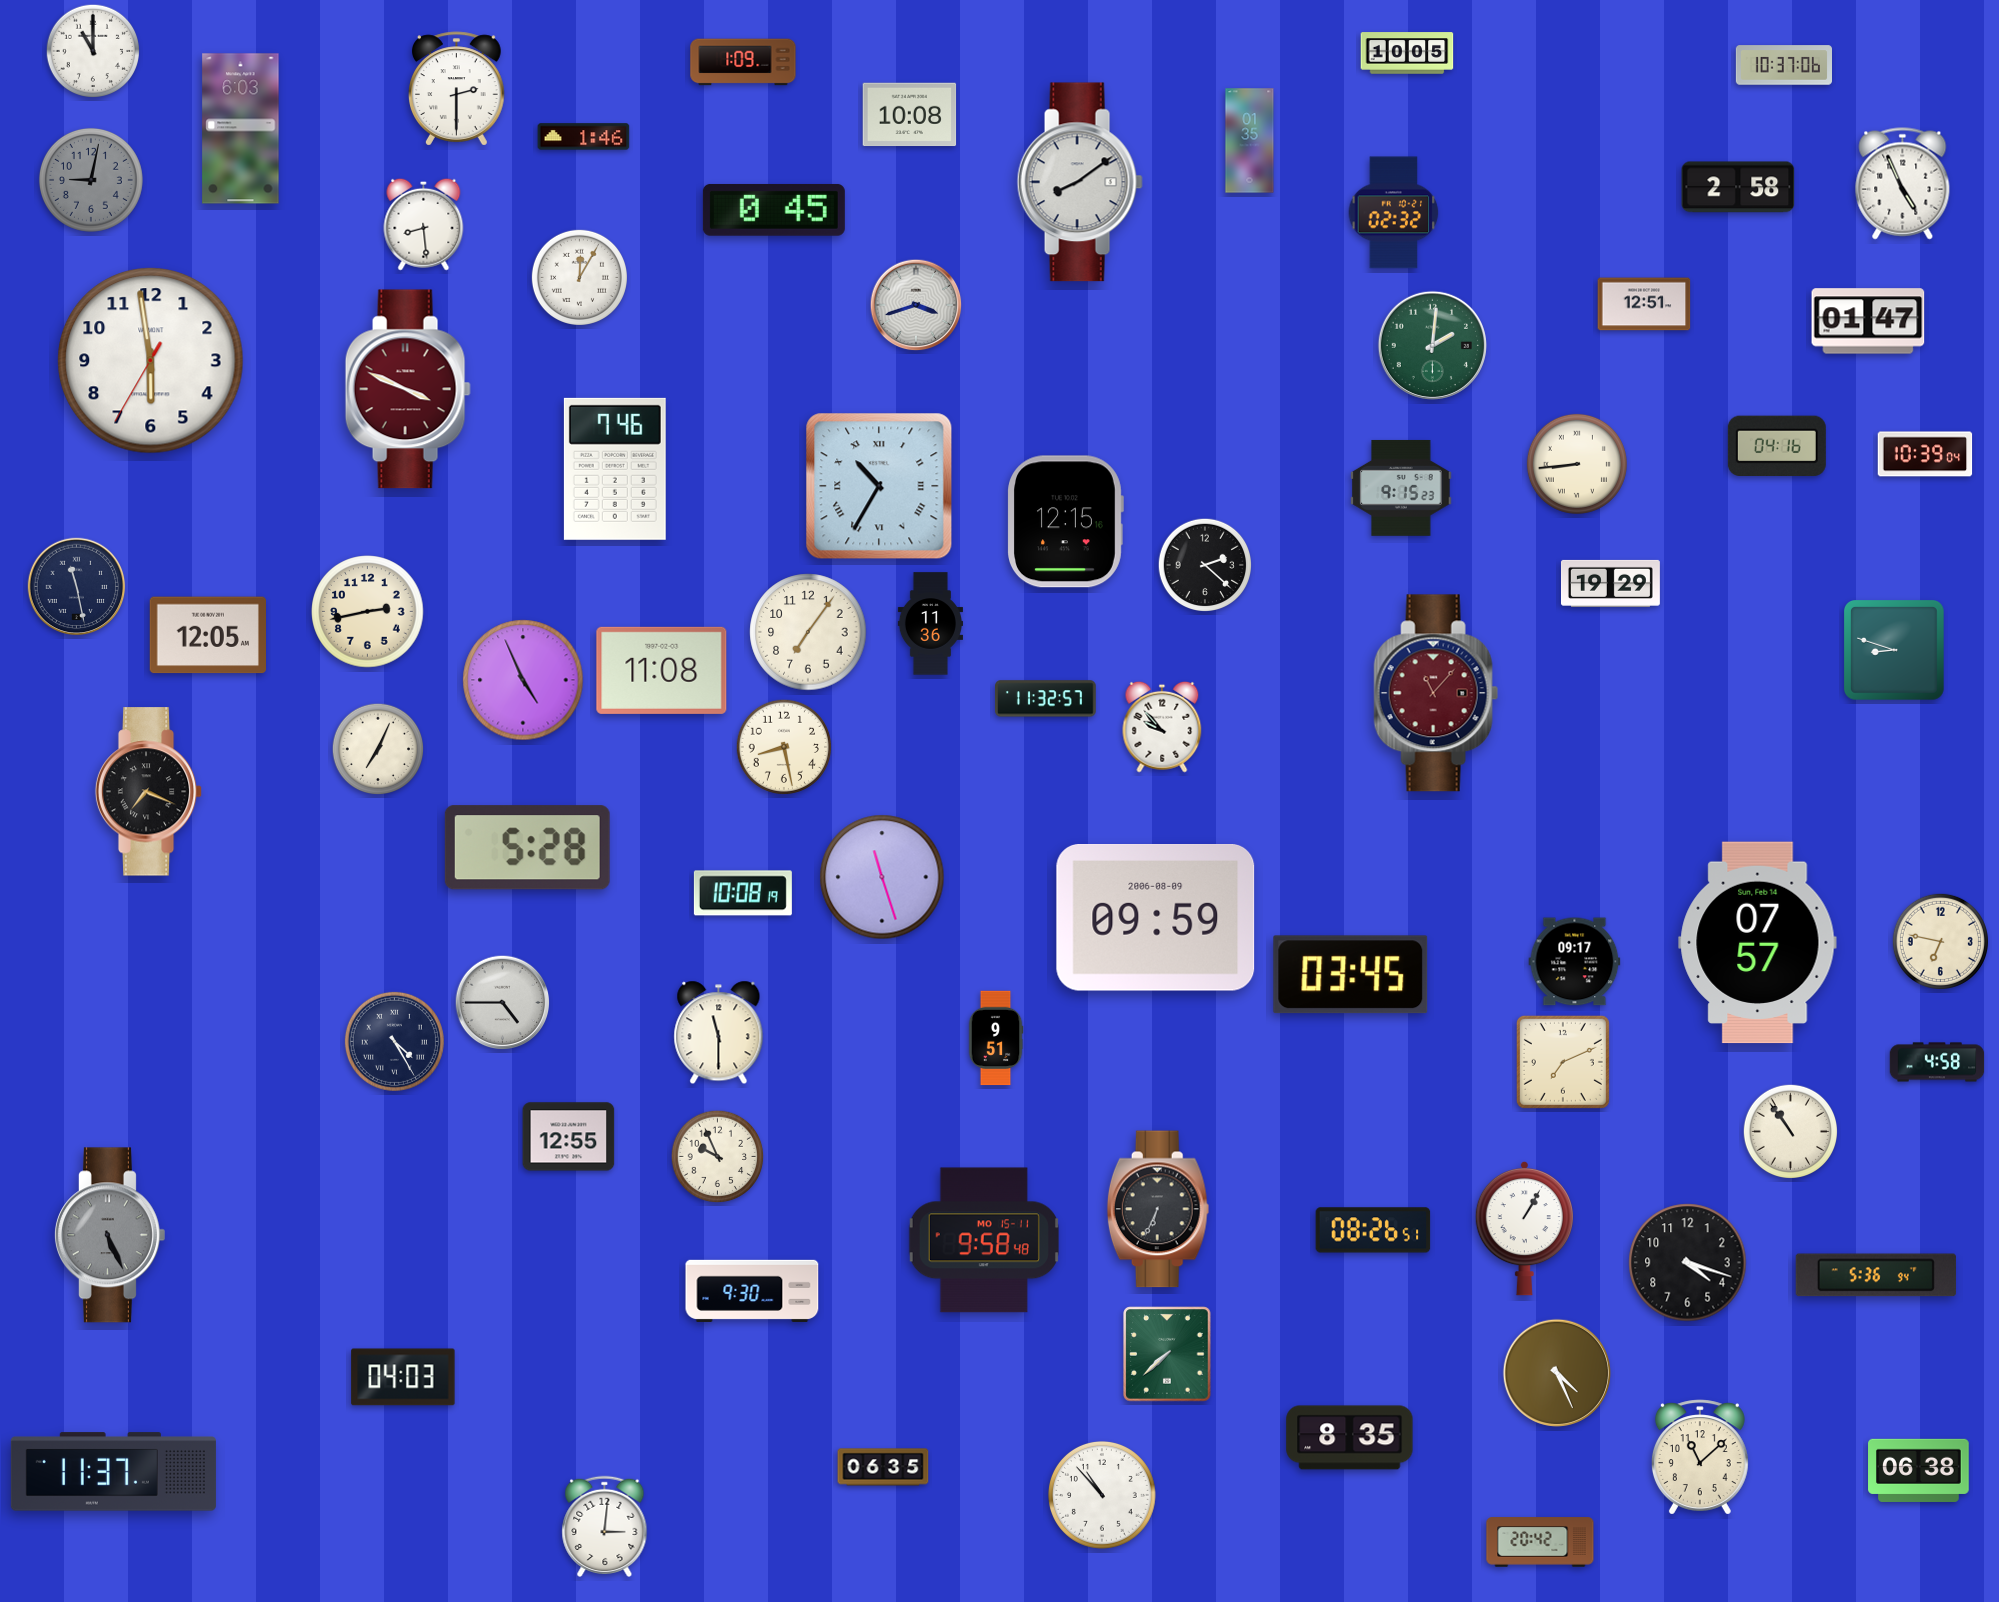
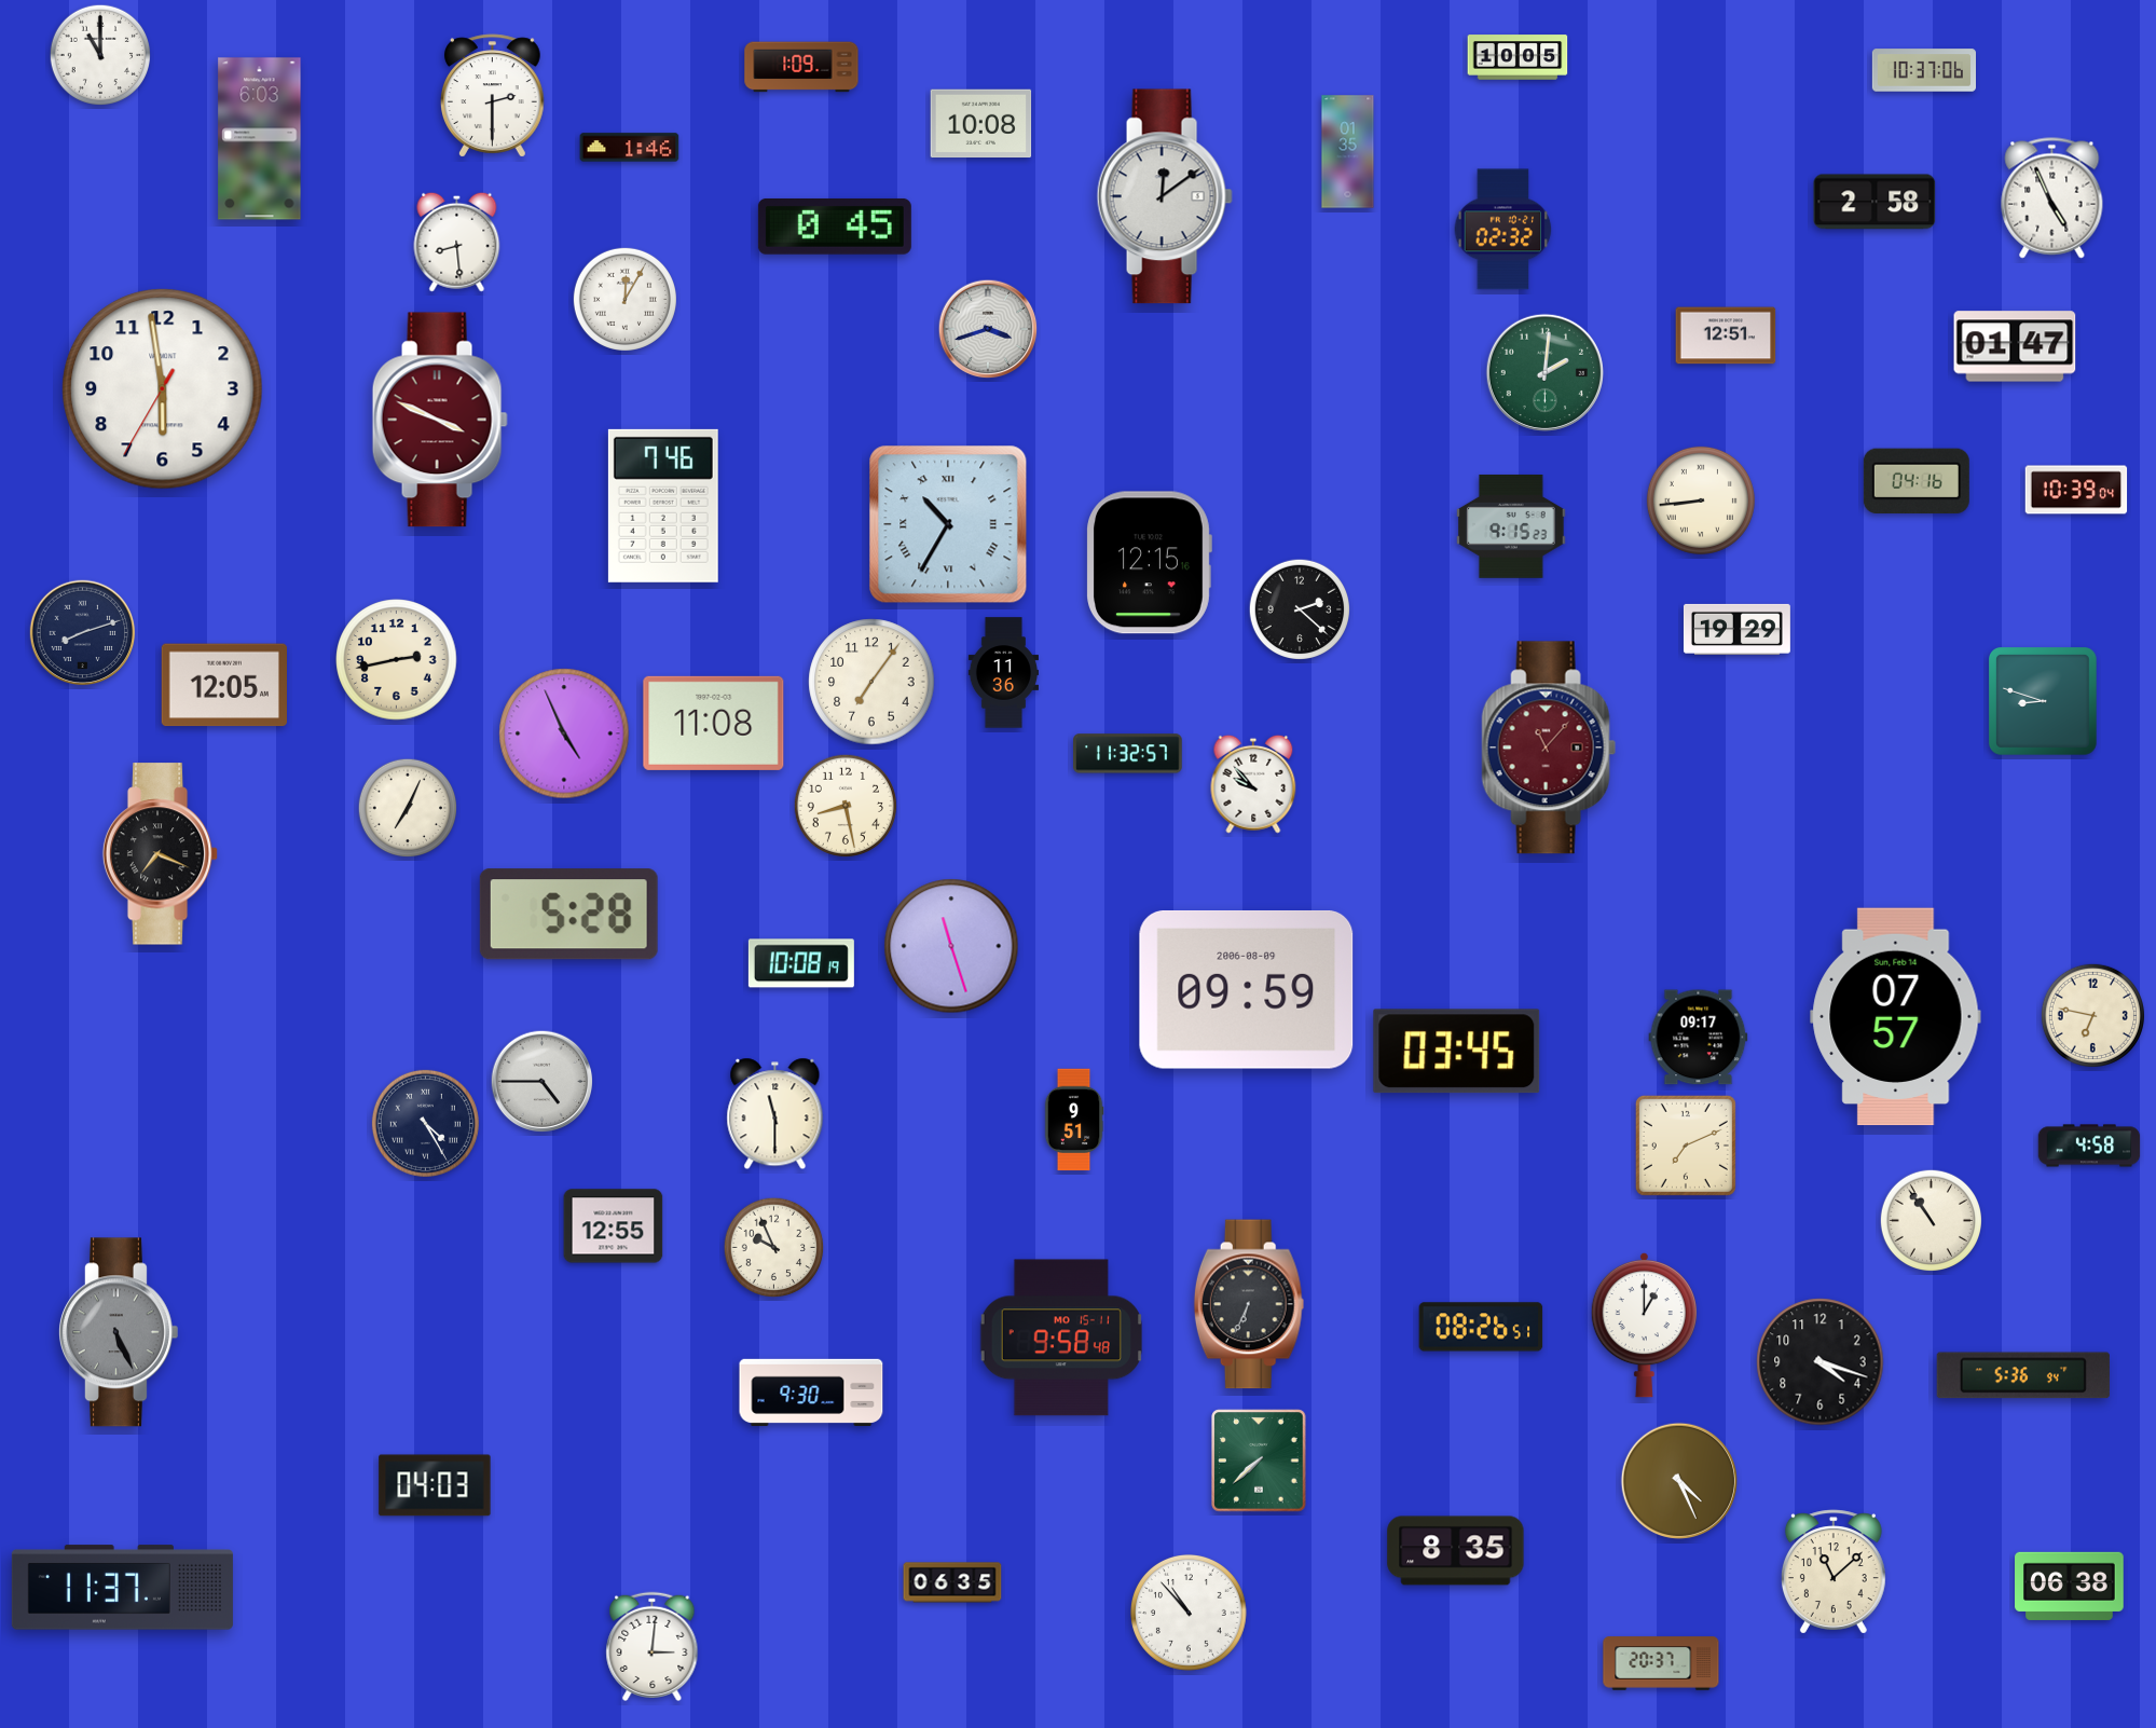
clock at (91, 180): 9:02 -> none
clock at (1080, 182): 8:09 -> 12:09
clock at (1644, 304) position: (1644, 304) -> (1726, 335)
clock at (77, 587): 11:28 -> 8:12
clock at (1524, 1228): 1:05 -> 1:00
clock at (1540, 1542): 20:42 -> 20:37
